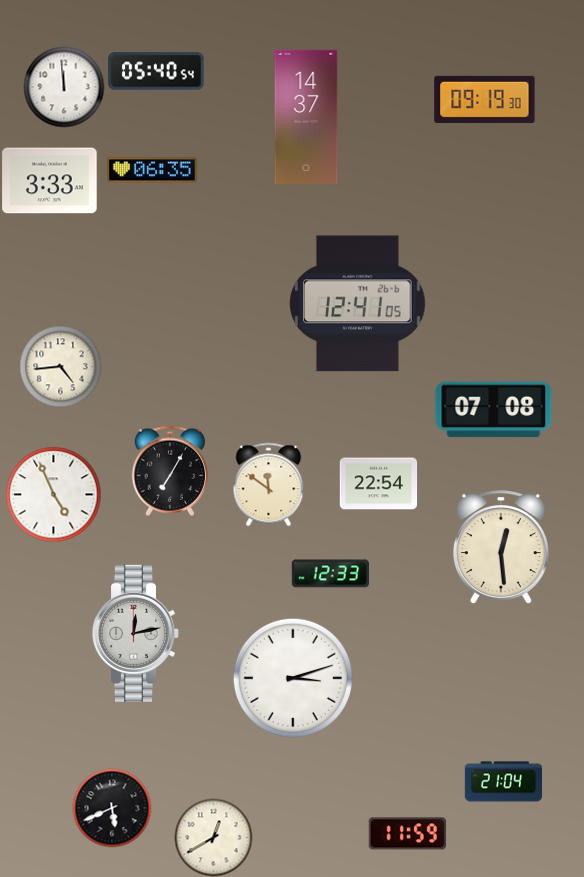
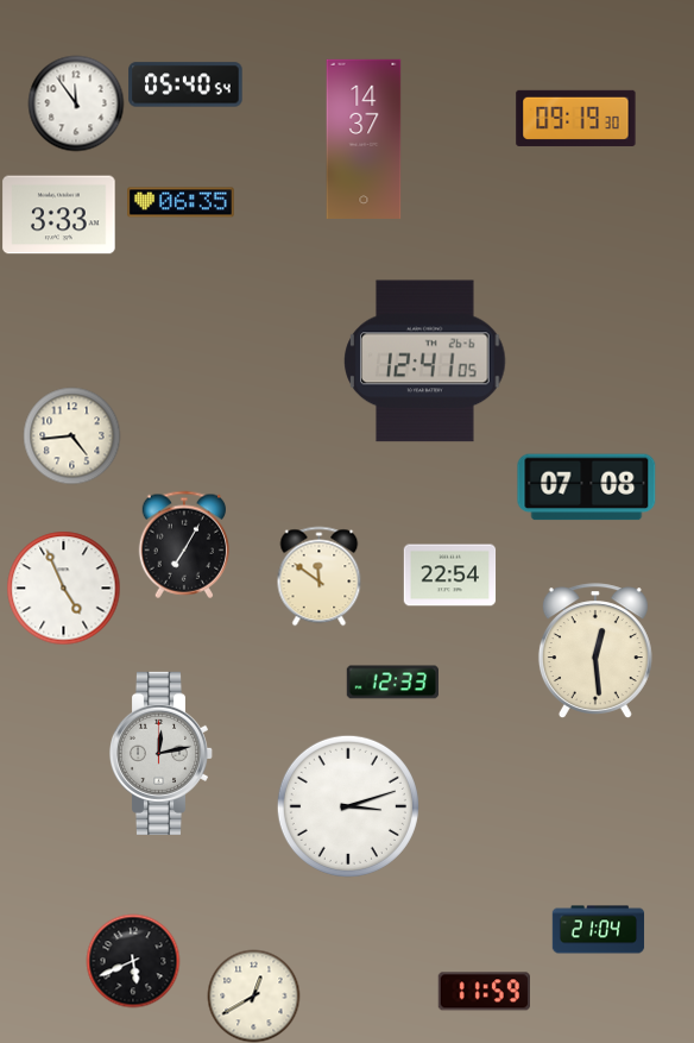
clock at (64, 87): 11:59 -> 11:54
clock at (169, 471) position: (169, 471) -> (183, 545)
